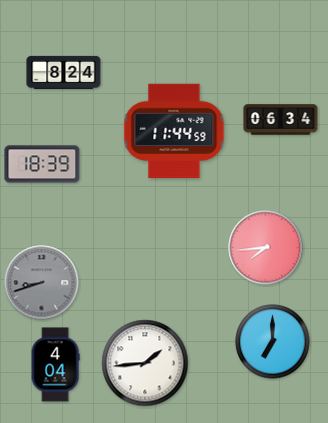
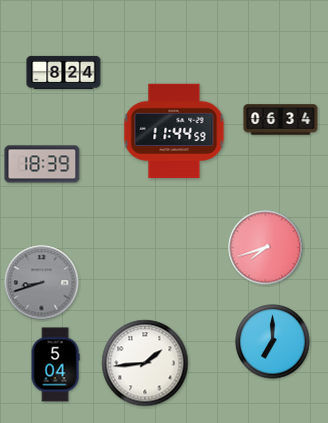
clock at (266, 248): 7:44 -> 7:42
clock at (55, 365): 4:04 -> 5:04
